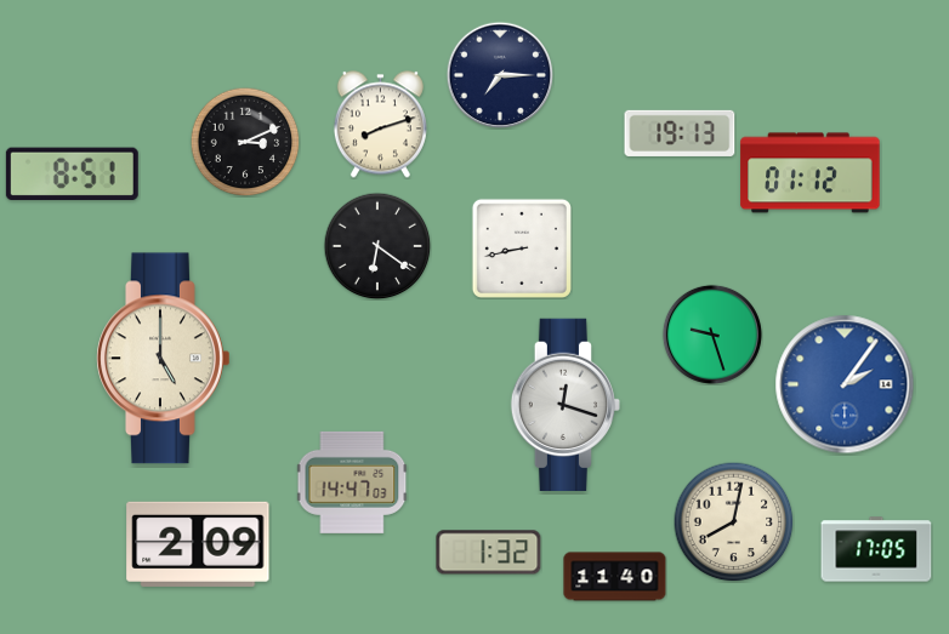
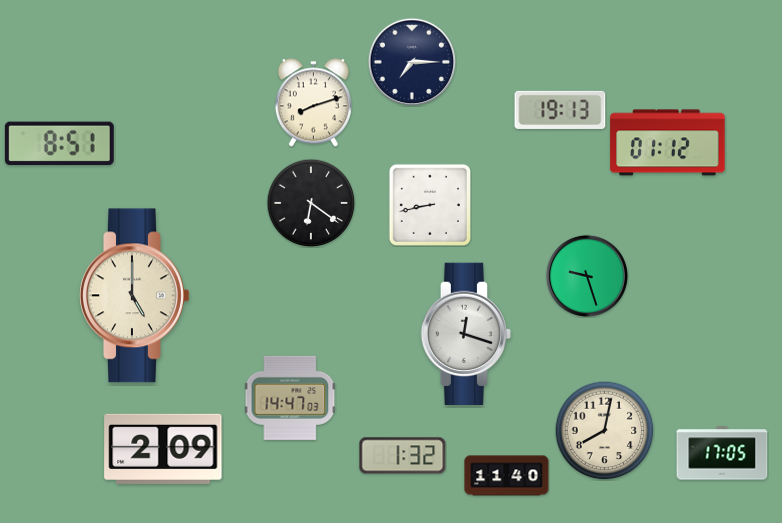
clock at (245, 142): 3:11 -> none
clock at (845, 384): 2:06 -> none
